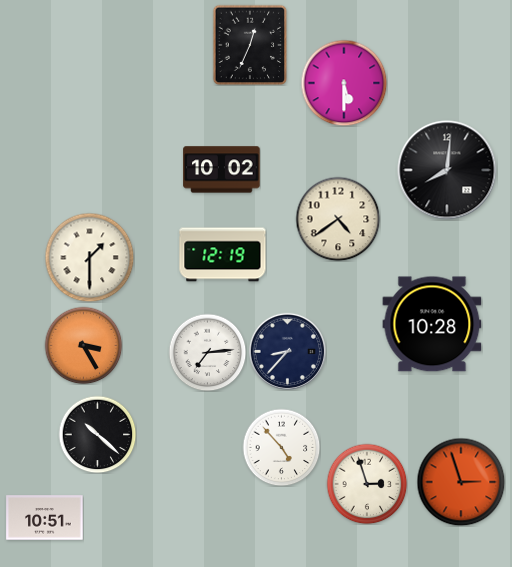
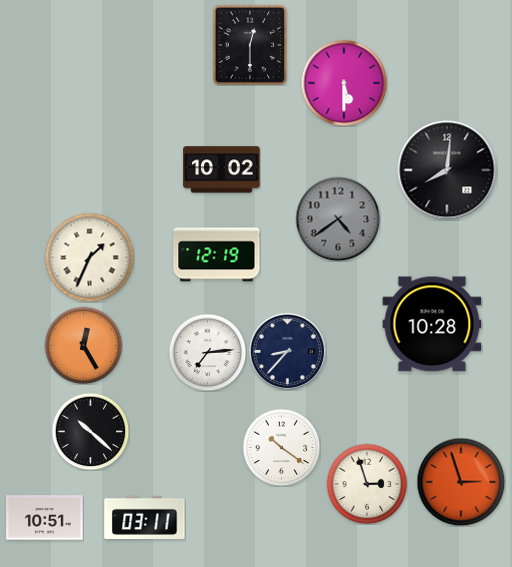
clock at (250, 45): 12:34 -> 12:30
clock at (338, 219) dial: cream -> grey
clock at (223, 255) position: (223, 255) -> (217, 255)
clock at (89, 257): 1:30 -> 1:34
clock at (83, 345): 3:25 -> 12:25
clock at (97, 434) position: (97, 434) -> (90, 431)
clock at (281, 447): 4:53 -> 10:21
clock at (145, 517): none -> 03:11
